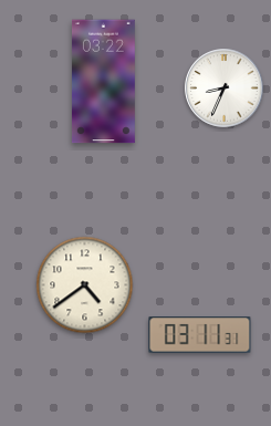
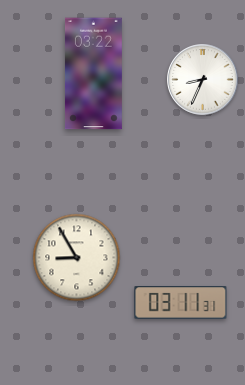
clock at (85, 285): 4:39 -> 8:55
